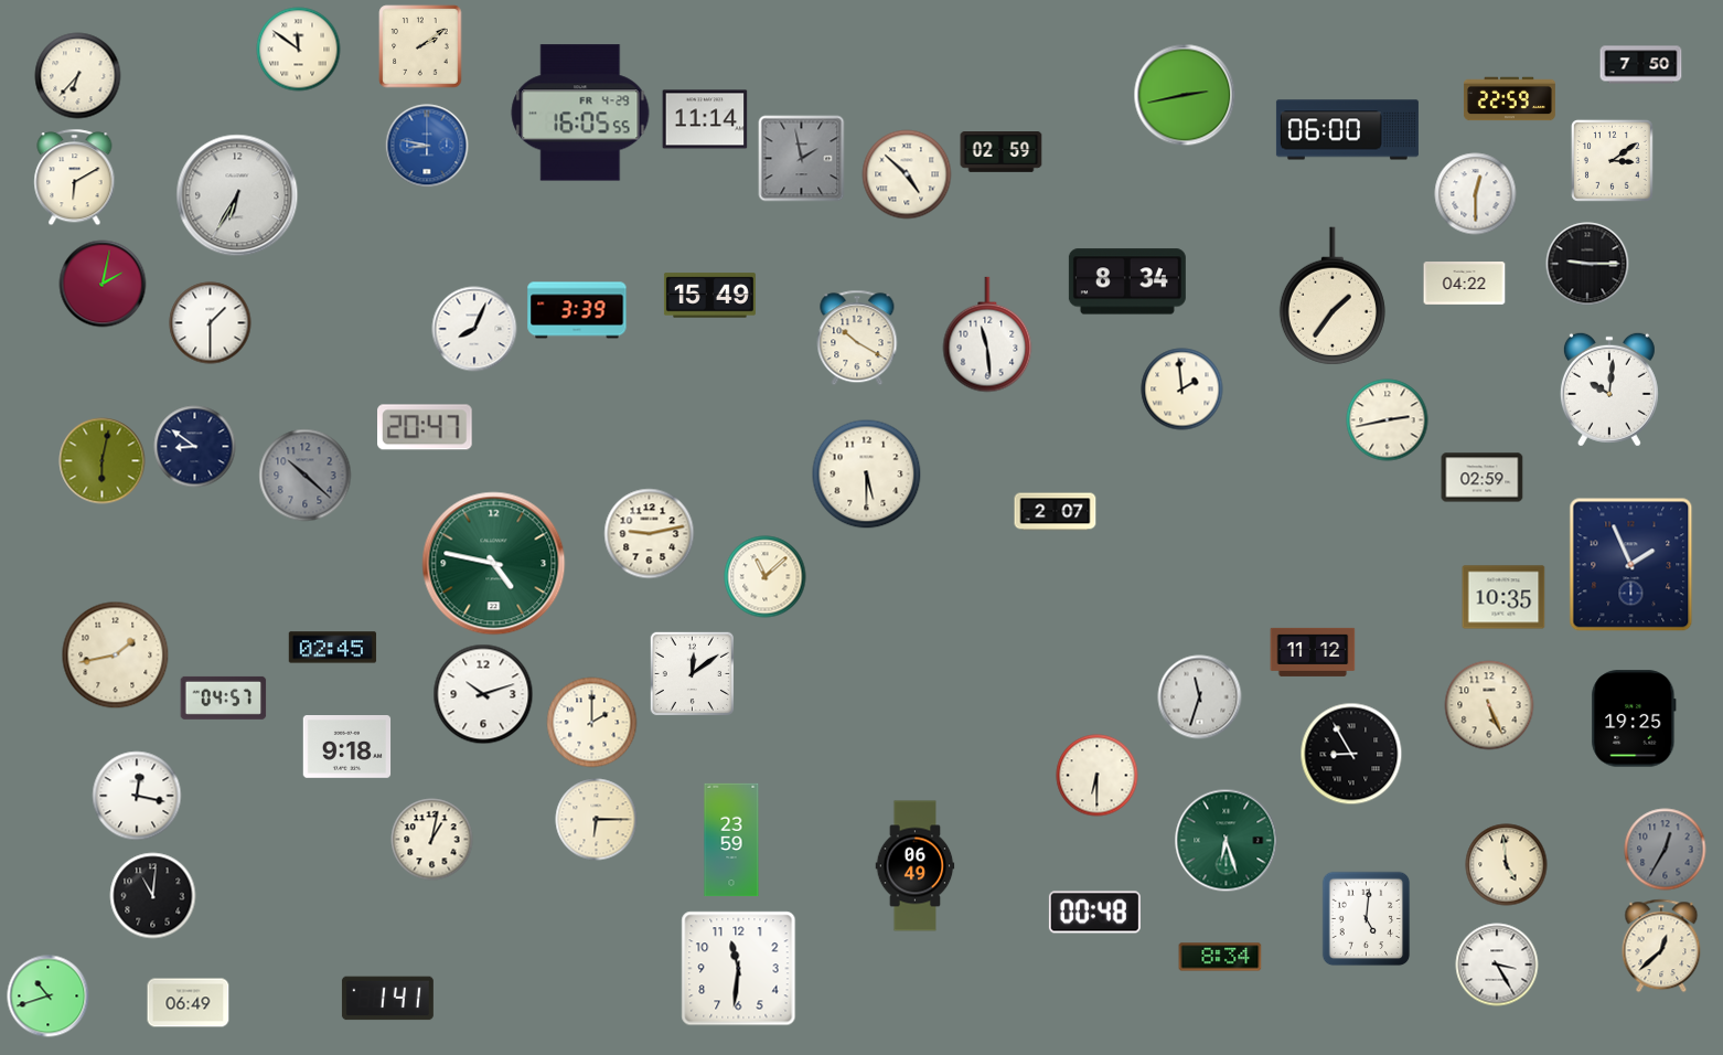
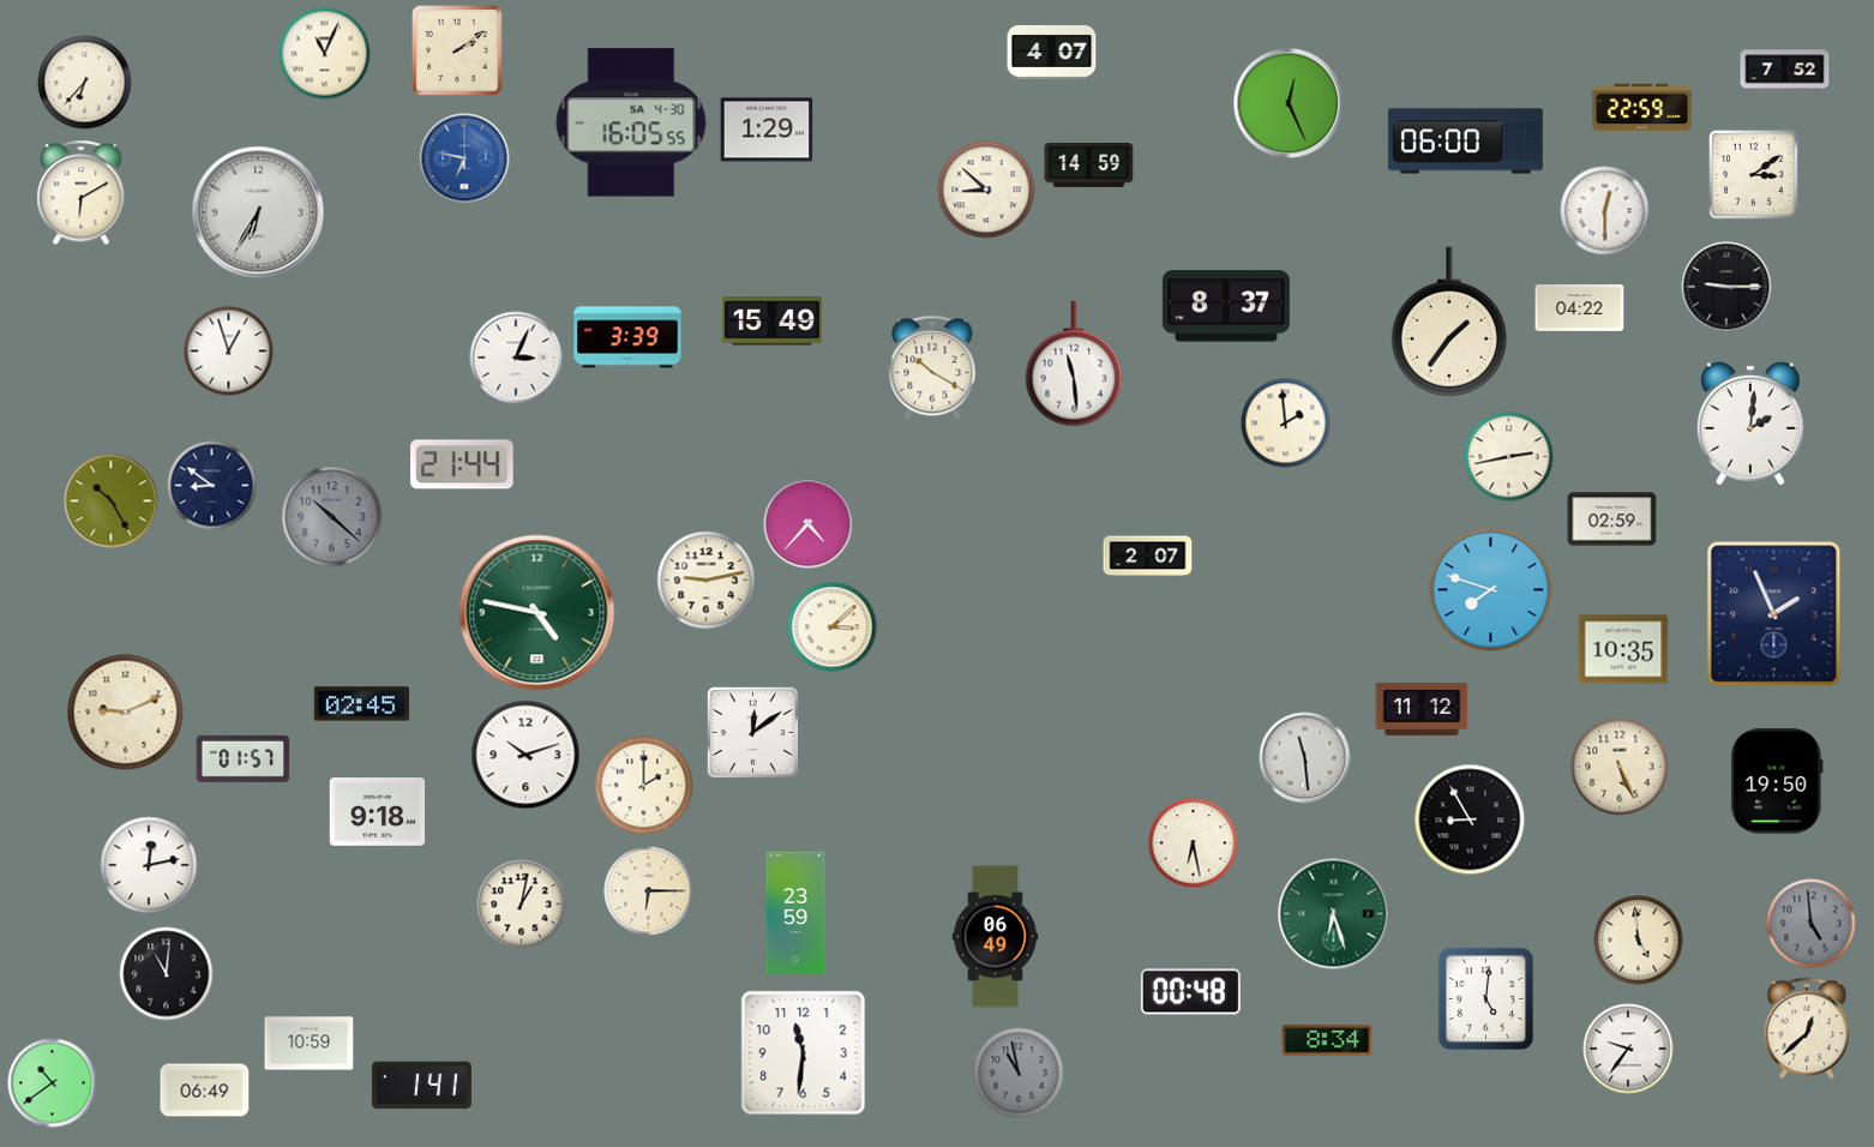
clock at (1052, 53): none -> 4:07
clock at (299, 50): 11:51 -> 11:04
clock at (1641, 65): 7:50 -> 7:52
clock at (1185, 95): 2:43 -> 12:26
clock at (580, 113) date: FR 4-29 -> SA 4-30
clock at (705, 119): 11:14 -> 1:29
clock at (427, 146): 8:47 -> 6:47
clock at (1002, 152): 02:59 -> 14:59
clock at (802, 159): 1:58 -> none
clock at (907, 174): 4:52 -> 8:52
clock at (1127, 281): 8:34 -> 8:37
clock at (103, 284): 2:02 -> none
clock at (1465, 284) position: (1465, 284) -> (1580, 308)
clock at (211, 323): 1:30 -> 12:57
clock at (474, 329): 8:04 -> 3:04
clock at (1609, 390): 10:01 -> 2:01
clock at (426, 427): 20:47 -> 21:44
clock at (103, 461): 6:02 -> 10:25
clock at (867, 475): 5:30 -> none
clock at (809, 524): none -> 4:37
clock at (1491, 590): none -> 7:48
clock at (766, 577): 11:08 -> 3:08
clock at (1503, 597) position: (1503, 597) -> (1623, 649)
clock at (1313, 652) position: (1313, 652) -> (1422, 709)
clock at (116, 656): 1:43 -> 9:11
clock at (224, 697): 04:57 -> 01:57
clock at (1200, 697): 11:33 -> 11:29
clock at (1634, 718): 19:25 -> 19:50
clock at (1098, 776): 6:30 -> 6:28
clock at (137, 796): 12:17 -> 12:13
clock at (432, 840) position: (432, 840) -> (522, 905)
clock at (1666, 850): 12:35 -> 4:59
clock at (916, 866) position: (916, 866) -> (996, 937)
clock at (310, 1044): none -> 10:59
clock at (1497, 965): 3:25 -> 9:36
clock at (1019, 1073): none -> 10:58
clock at (49, 997): 10:42 -> 10:39
